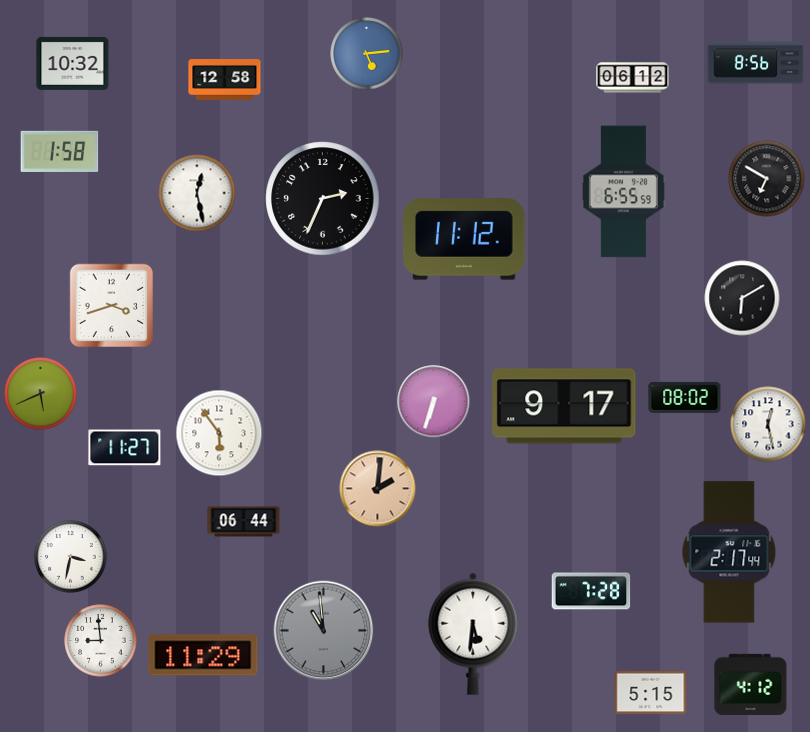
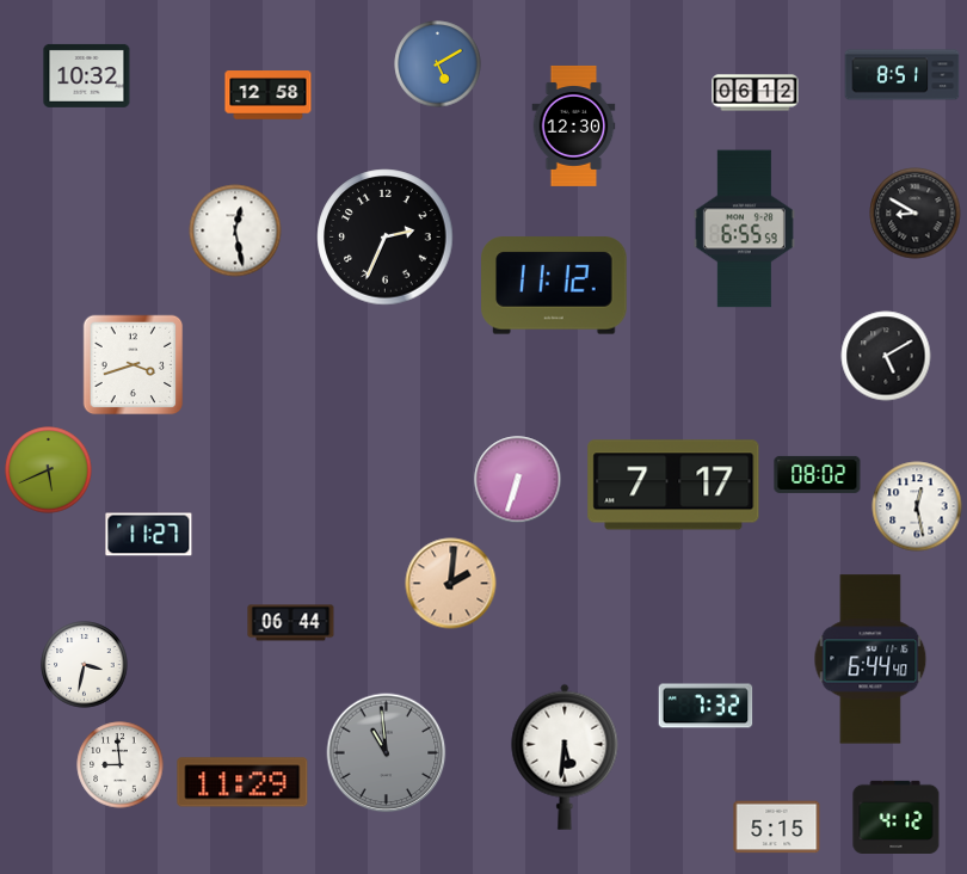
clock at (367, 54): 5:14 -> 5:10
clock at (756, 63): 8:56 -> 8:51
clock at (574, 125): none -> 12:30
clock at (60, 151): 1:58 -> none
clock at (767, 179): 6:50 -> 8:50
clock at (742, 298): 6:10 -> 5:10
clock at (564, 406): 9:17 -> 7:17
clock at (219, 433): 5:54 -> none
clock at (729, 552): 2:17 -> 6:44
clock at (591, 591): 7:28 -> 7:32
